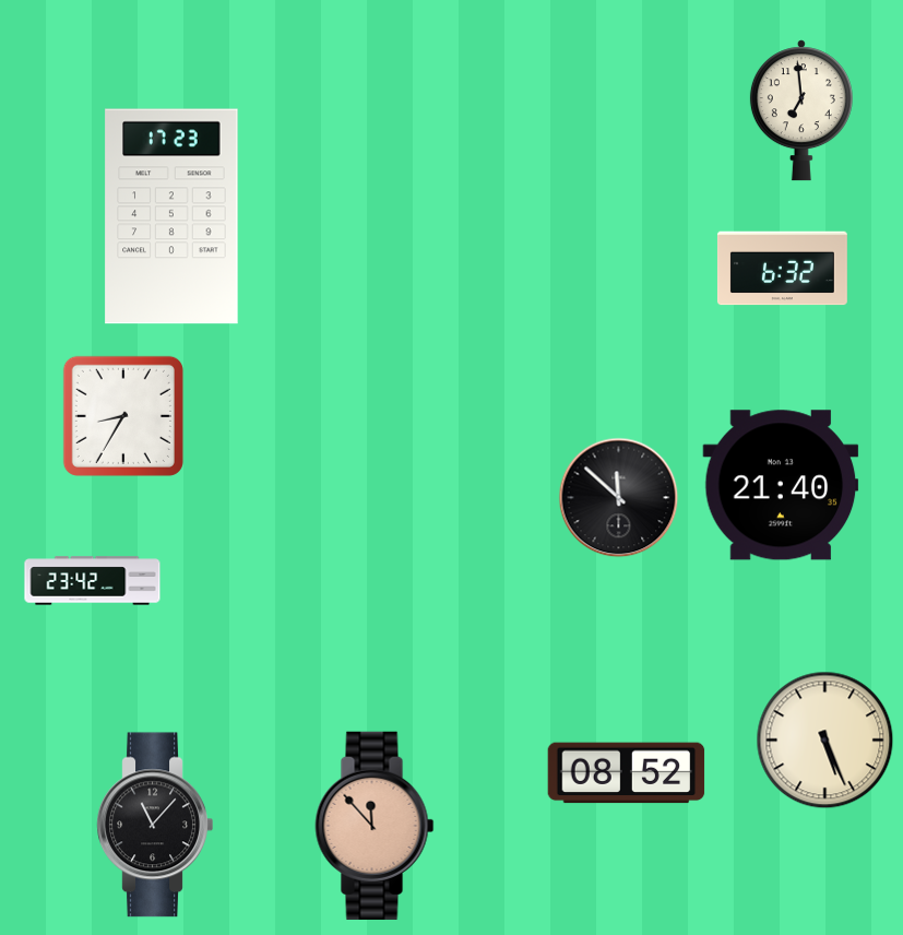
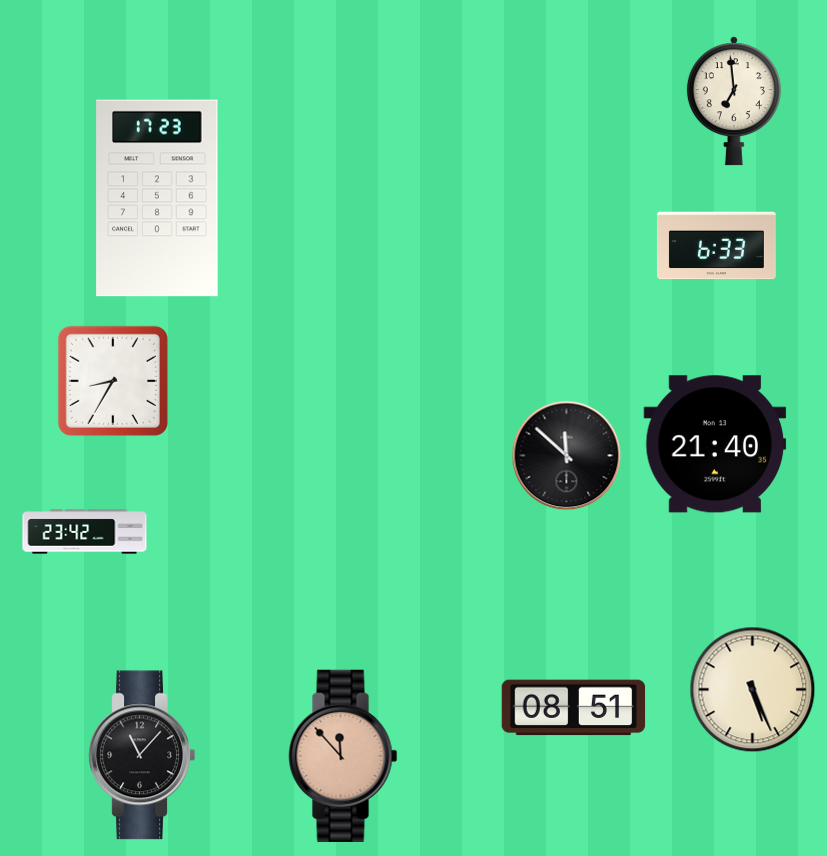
clock at (782, 269): 6:32 -> 6:33
clock at (825, 741) position: (825, 741) -> (753, 690)
clock at (627, 773): 08:52 -> 08:51
